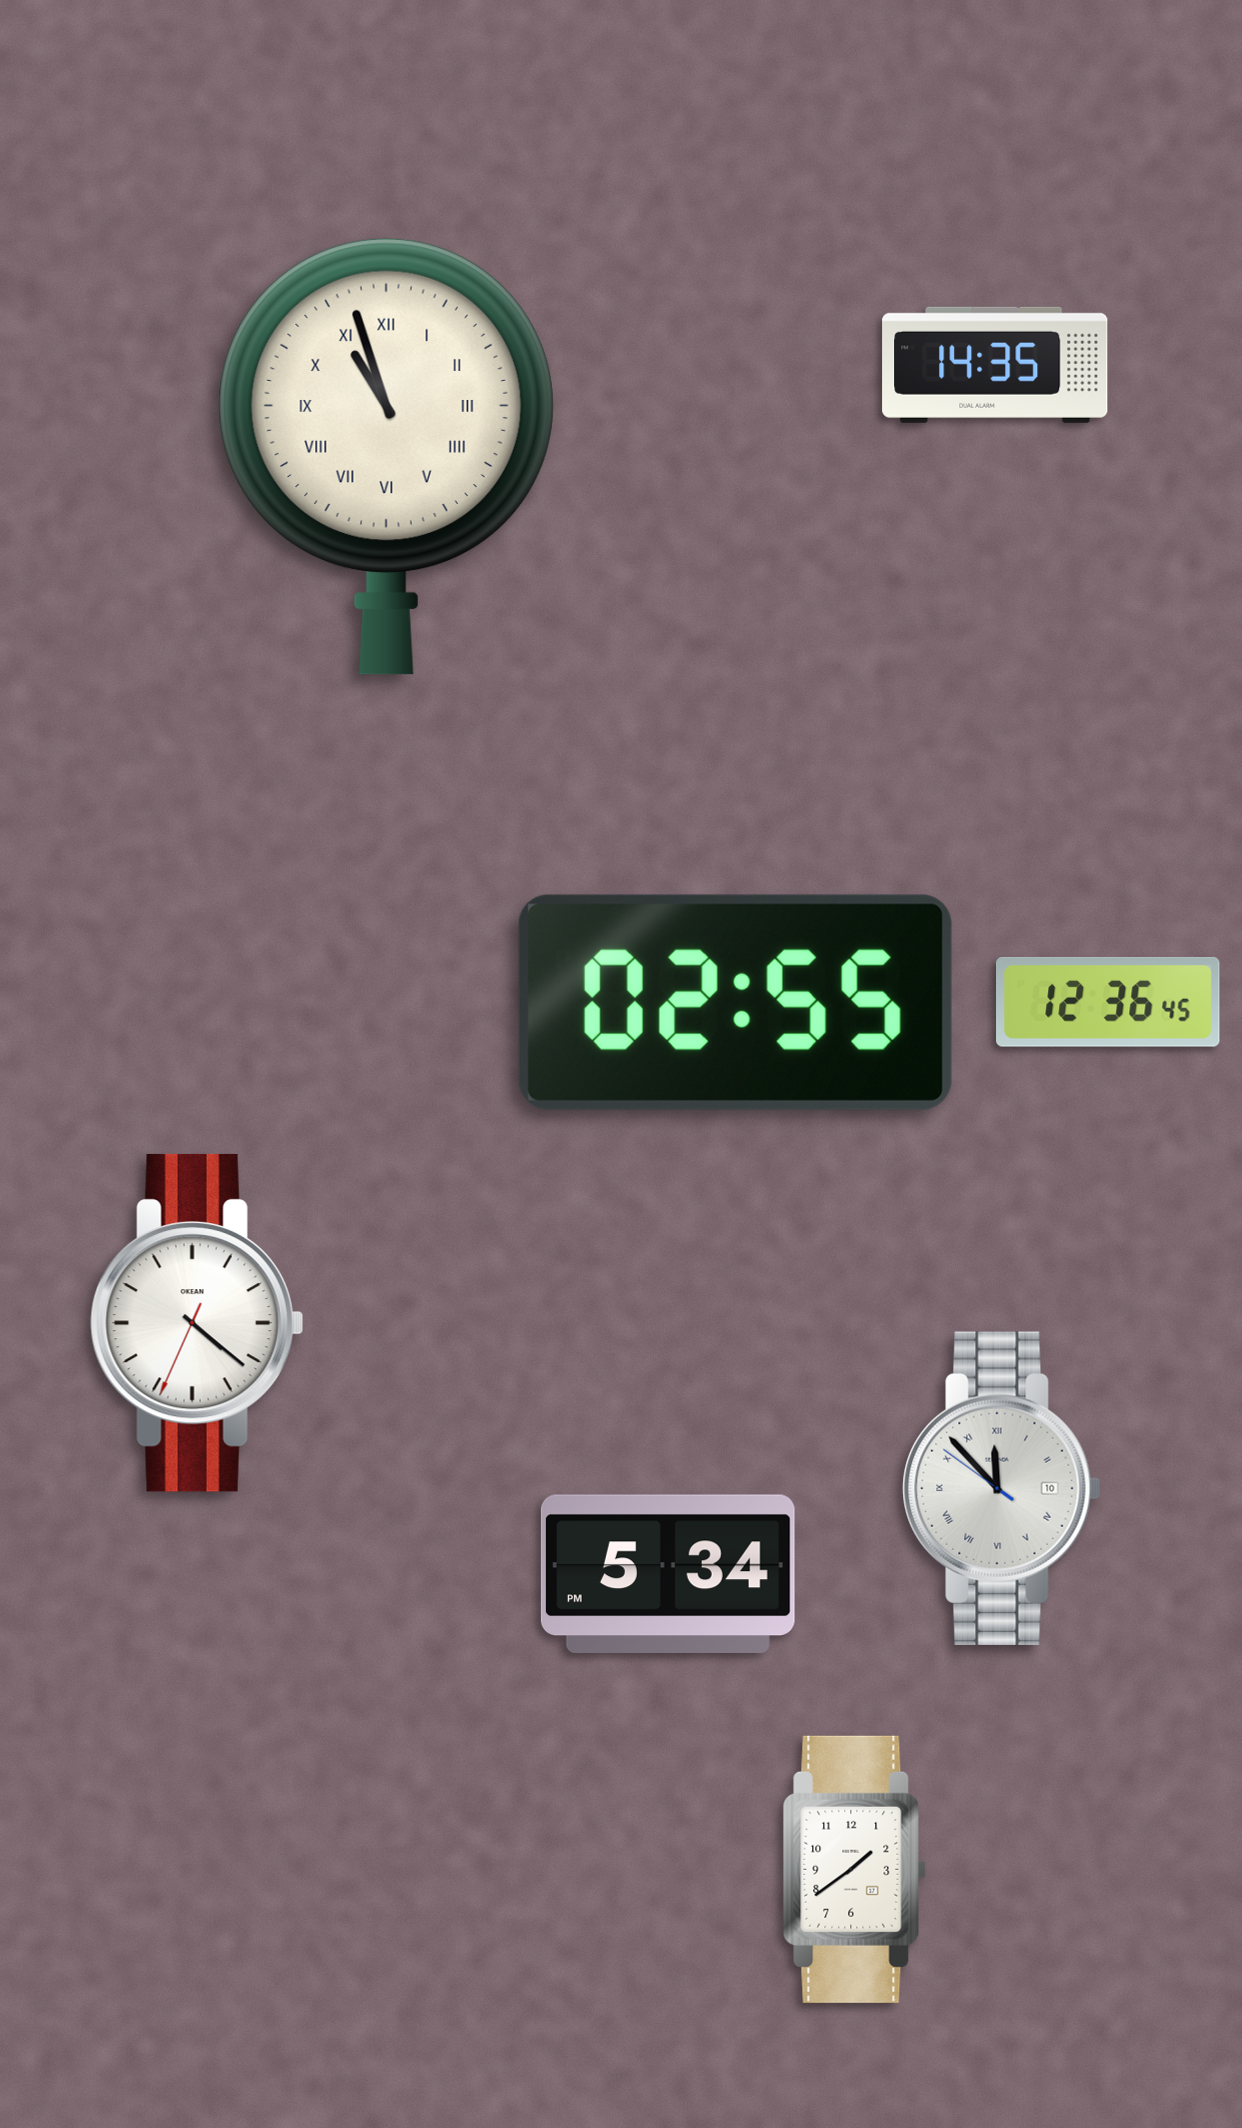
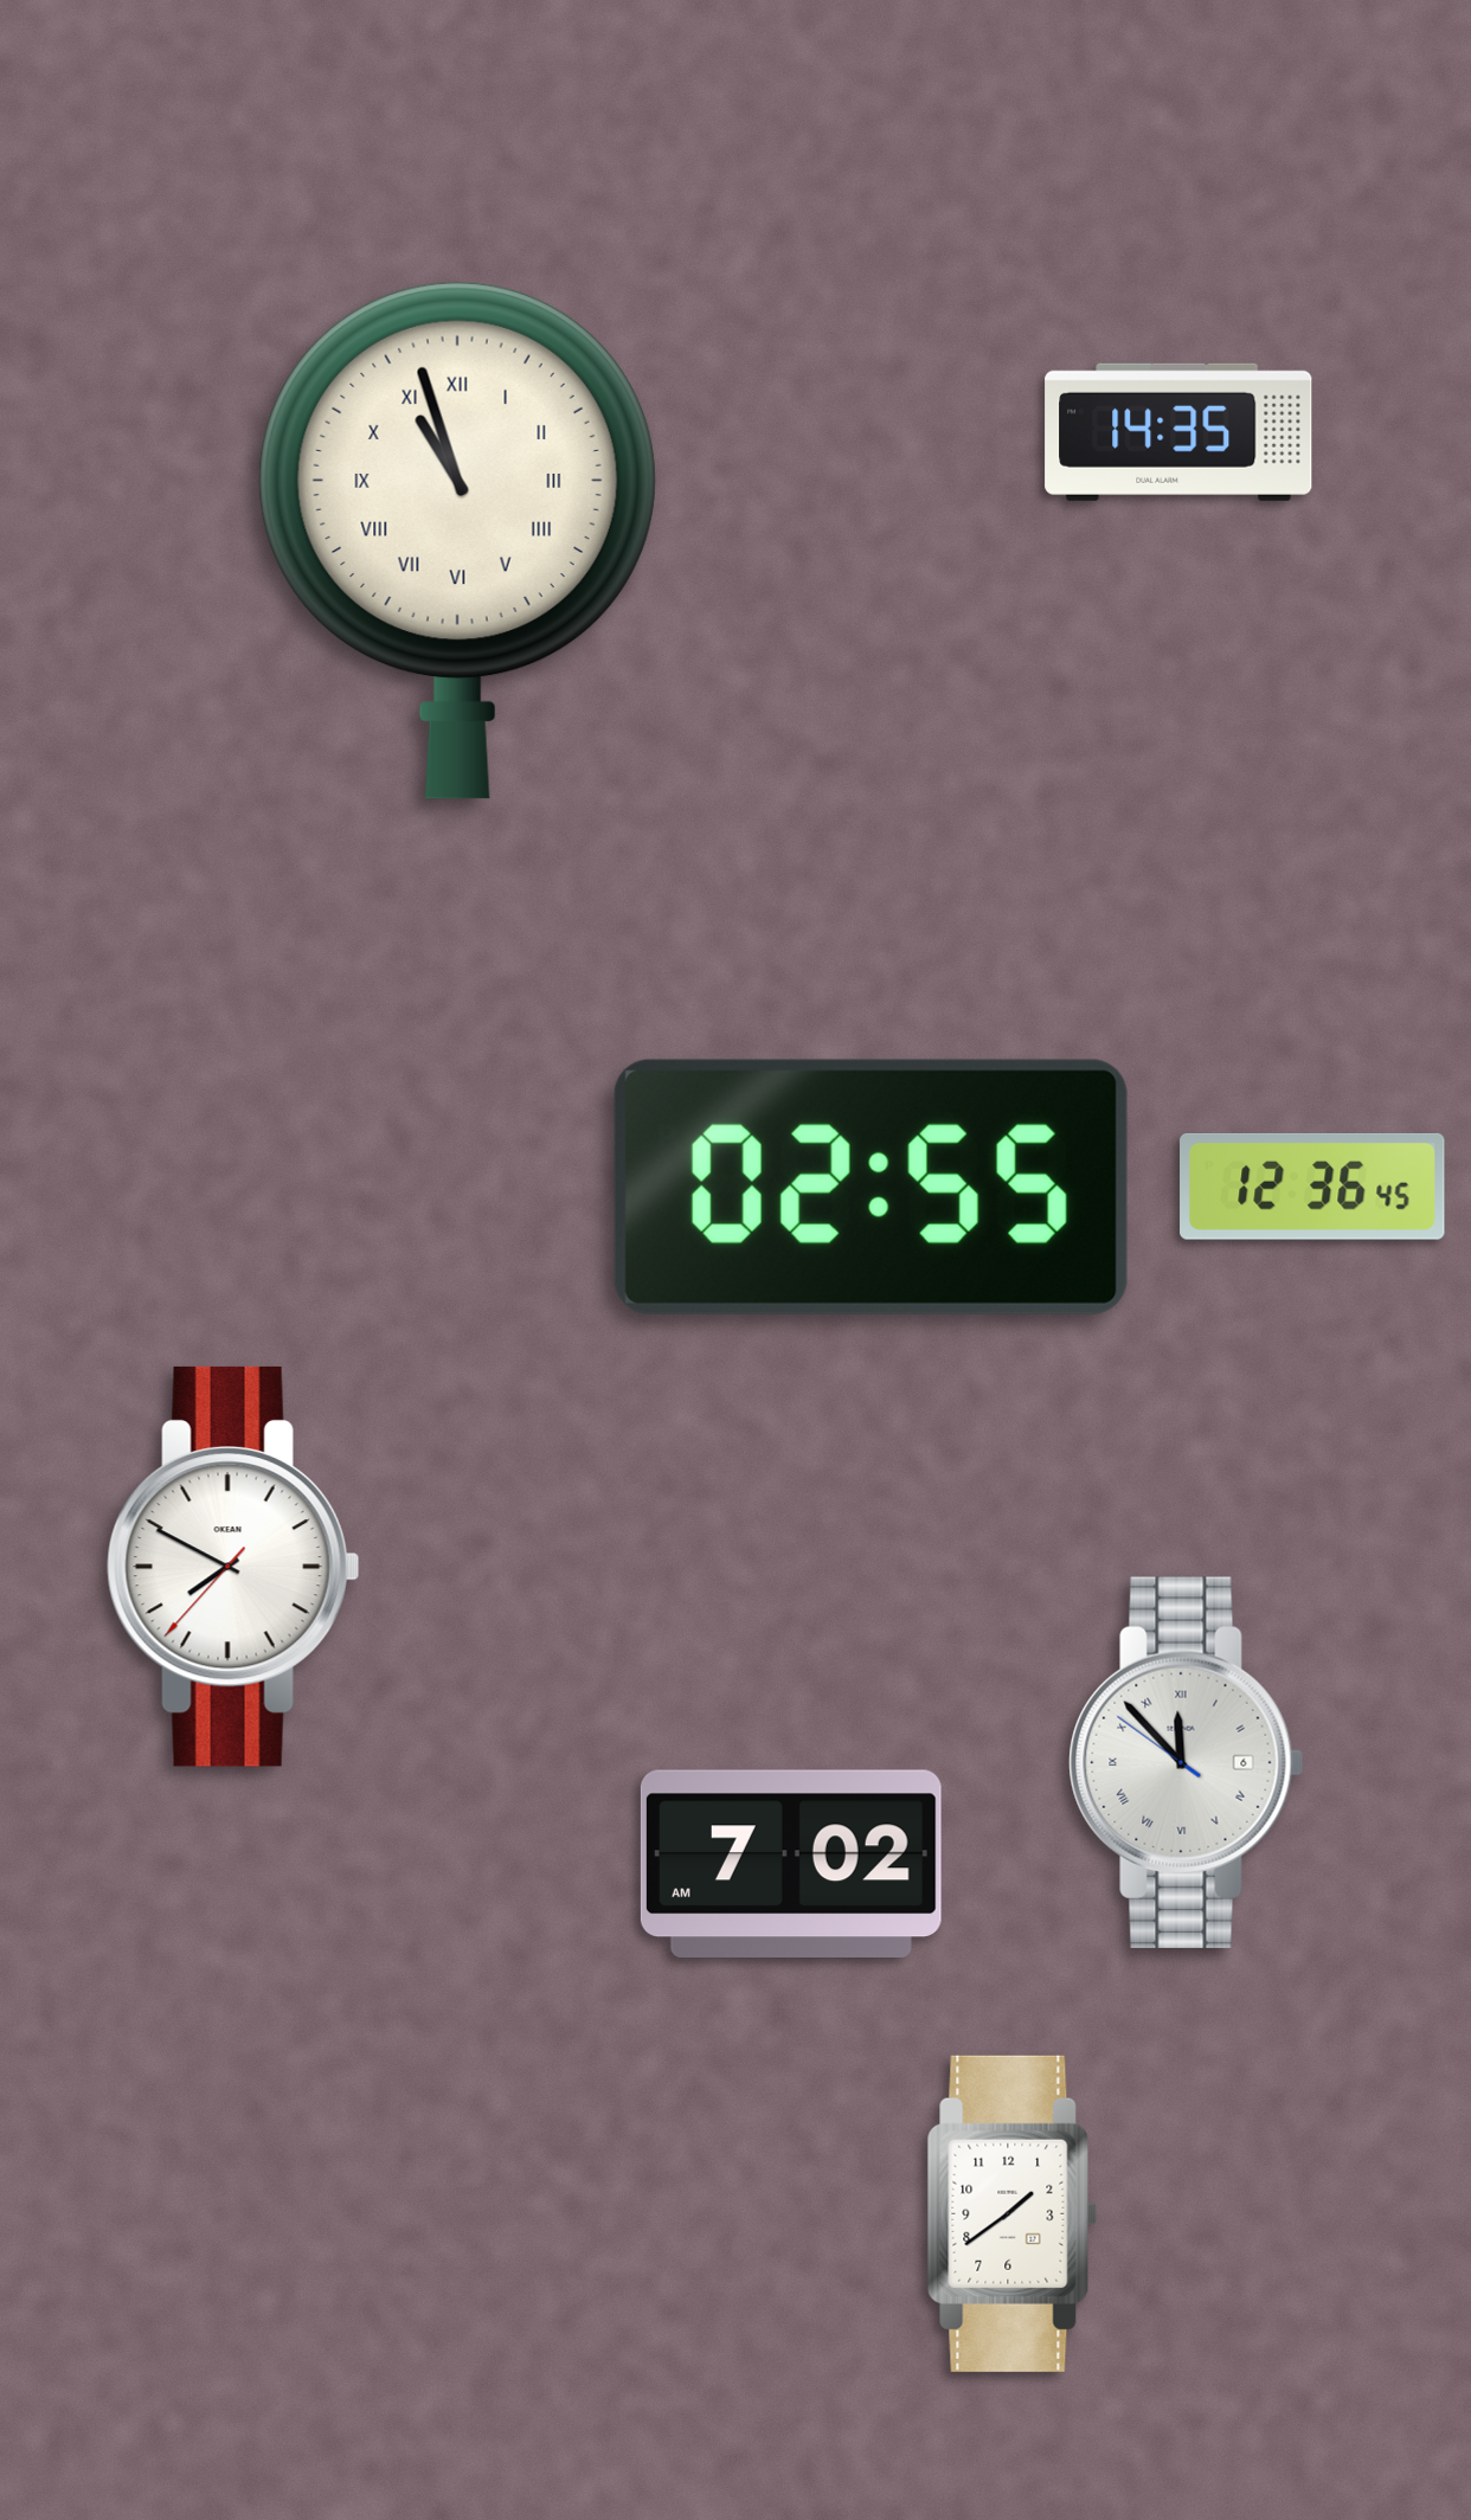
clock at (197, 1323): 4:21 -> 7:49
clock at (1002, 1488) date: 10 -> 6
clock at (668, 1573): 5:34 -> 7:02
